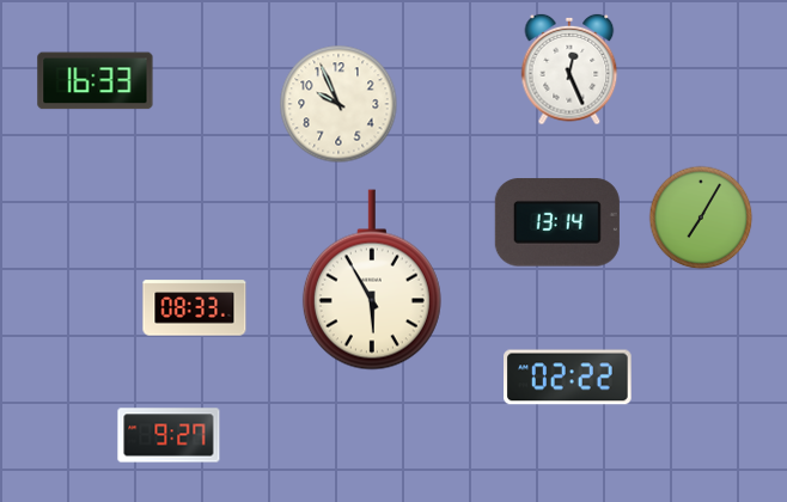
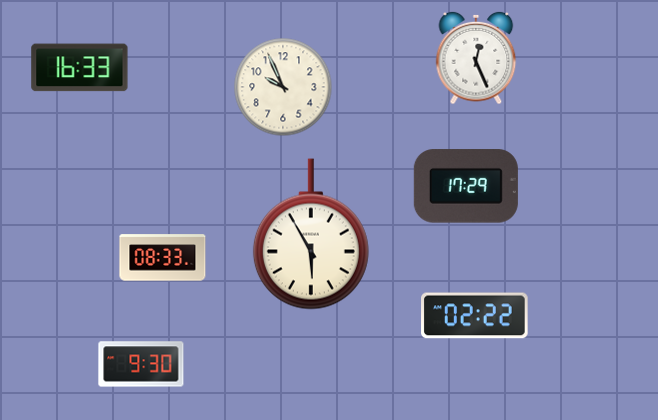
clock at (701, 218): 7:05 -> none
clock at (557, 222): 13:14 -> 17:29
clock at (169, 435): 9:27 -> 9:30
